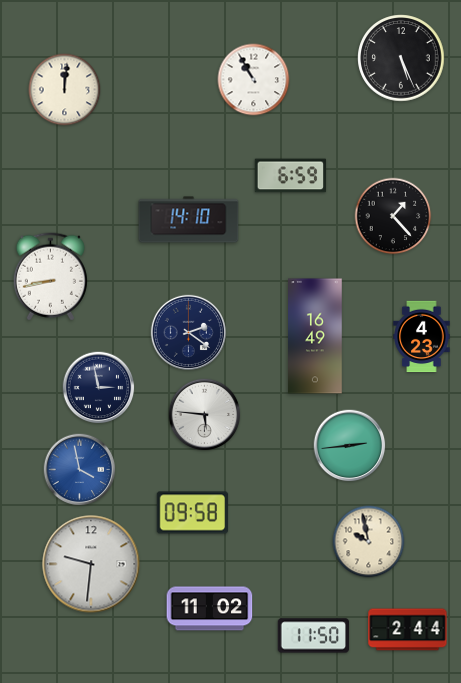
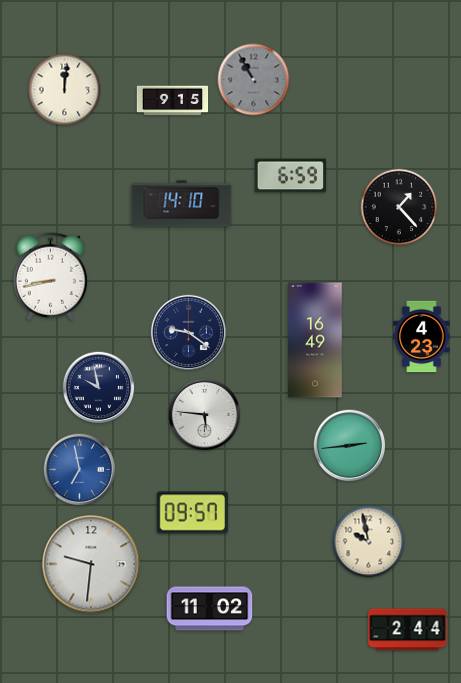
clock at (401, 58): 5:26 -> none
clock at (254, 80) dial: white -> grey
clock at (173, 101): none -> 9:15
clock at (393, 216) position: (393, 216) -> (399, 207)
clock at (189, 220) position: (189, 220) -> (182, 204)
clock at (188, 332): 2:21 -> 9:21
clock at (315, 336) position: (315, 336) -> (315, 340)
clock at (99, 388): 2:58 -> 9:58
clock at (80, 470): 3:58 -> 6:58
clock at (193, 513): 09:58 -> 09:57
clock at (314, 636): 11:50 -> none
